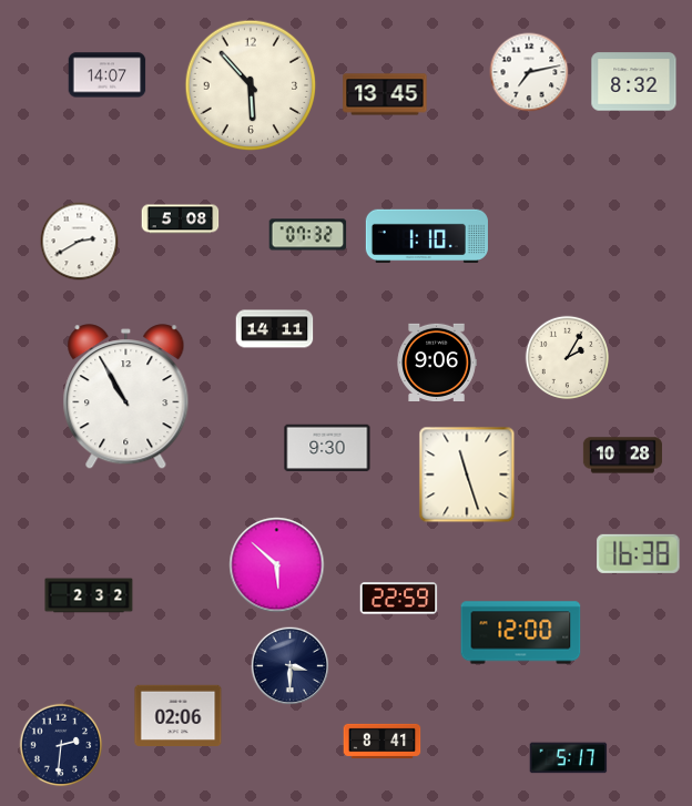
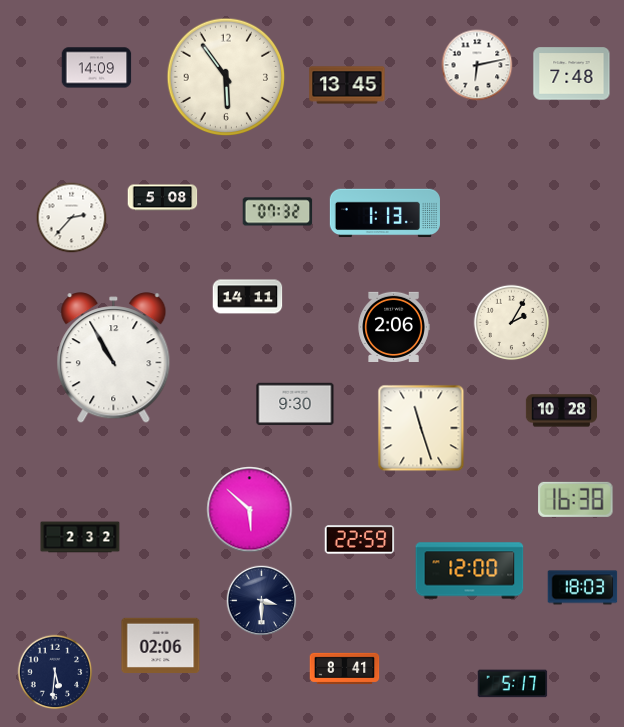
clock at (529, 72): 7:13 -> 6:13
clock at (108, 75): 14:07 -> 14:09
clock at (634, 82): 8:32 -> 7:48
clock at (251, 85): 5:53 -> 5:54
clock at (427, 236): 1:10 -> 1:13
clock at (80, 242): 2:40 -> 2:37
clock at (437, 361): 9:06 -> 2:06
clock at (583, 588): none -> 18:03
clock at (61, 745): 2:31 -> 5:31
